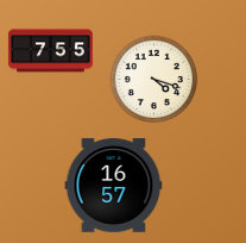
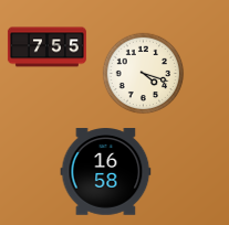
clock at (114, 186): 16:57 -> 16:58
